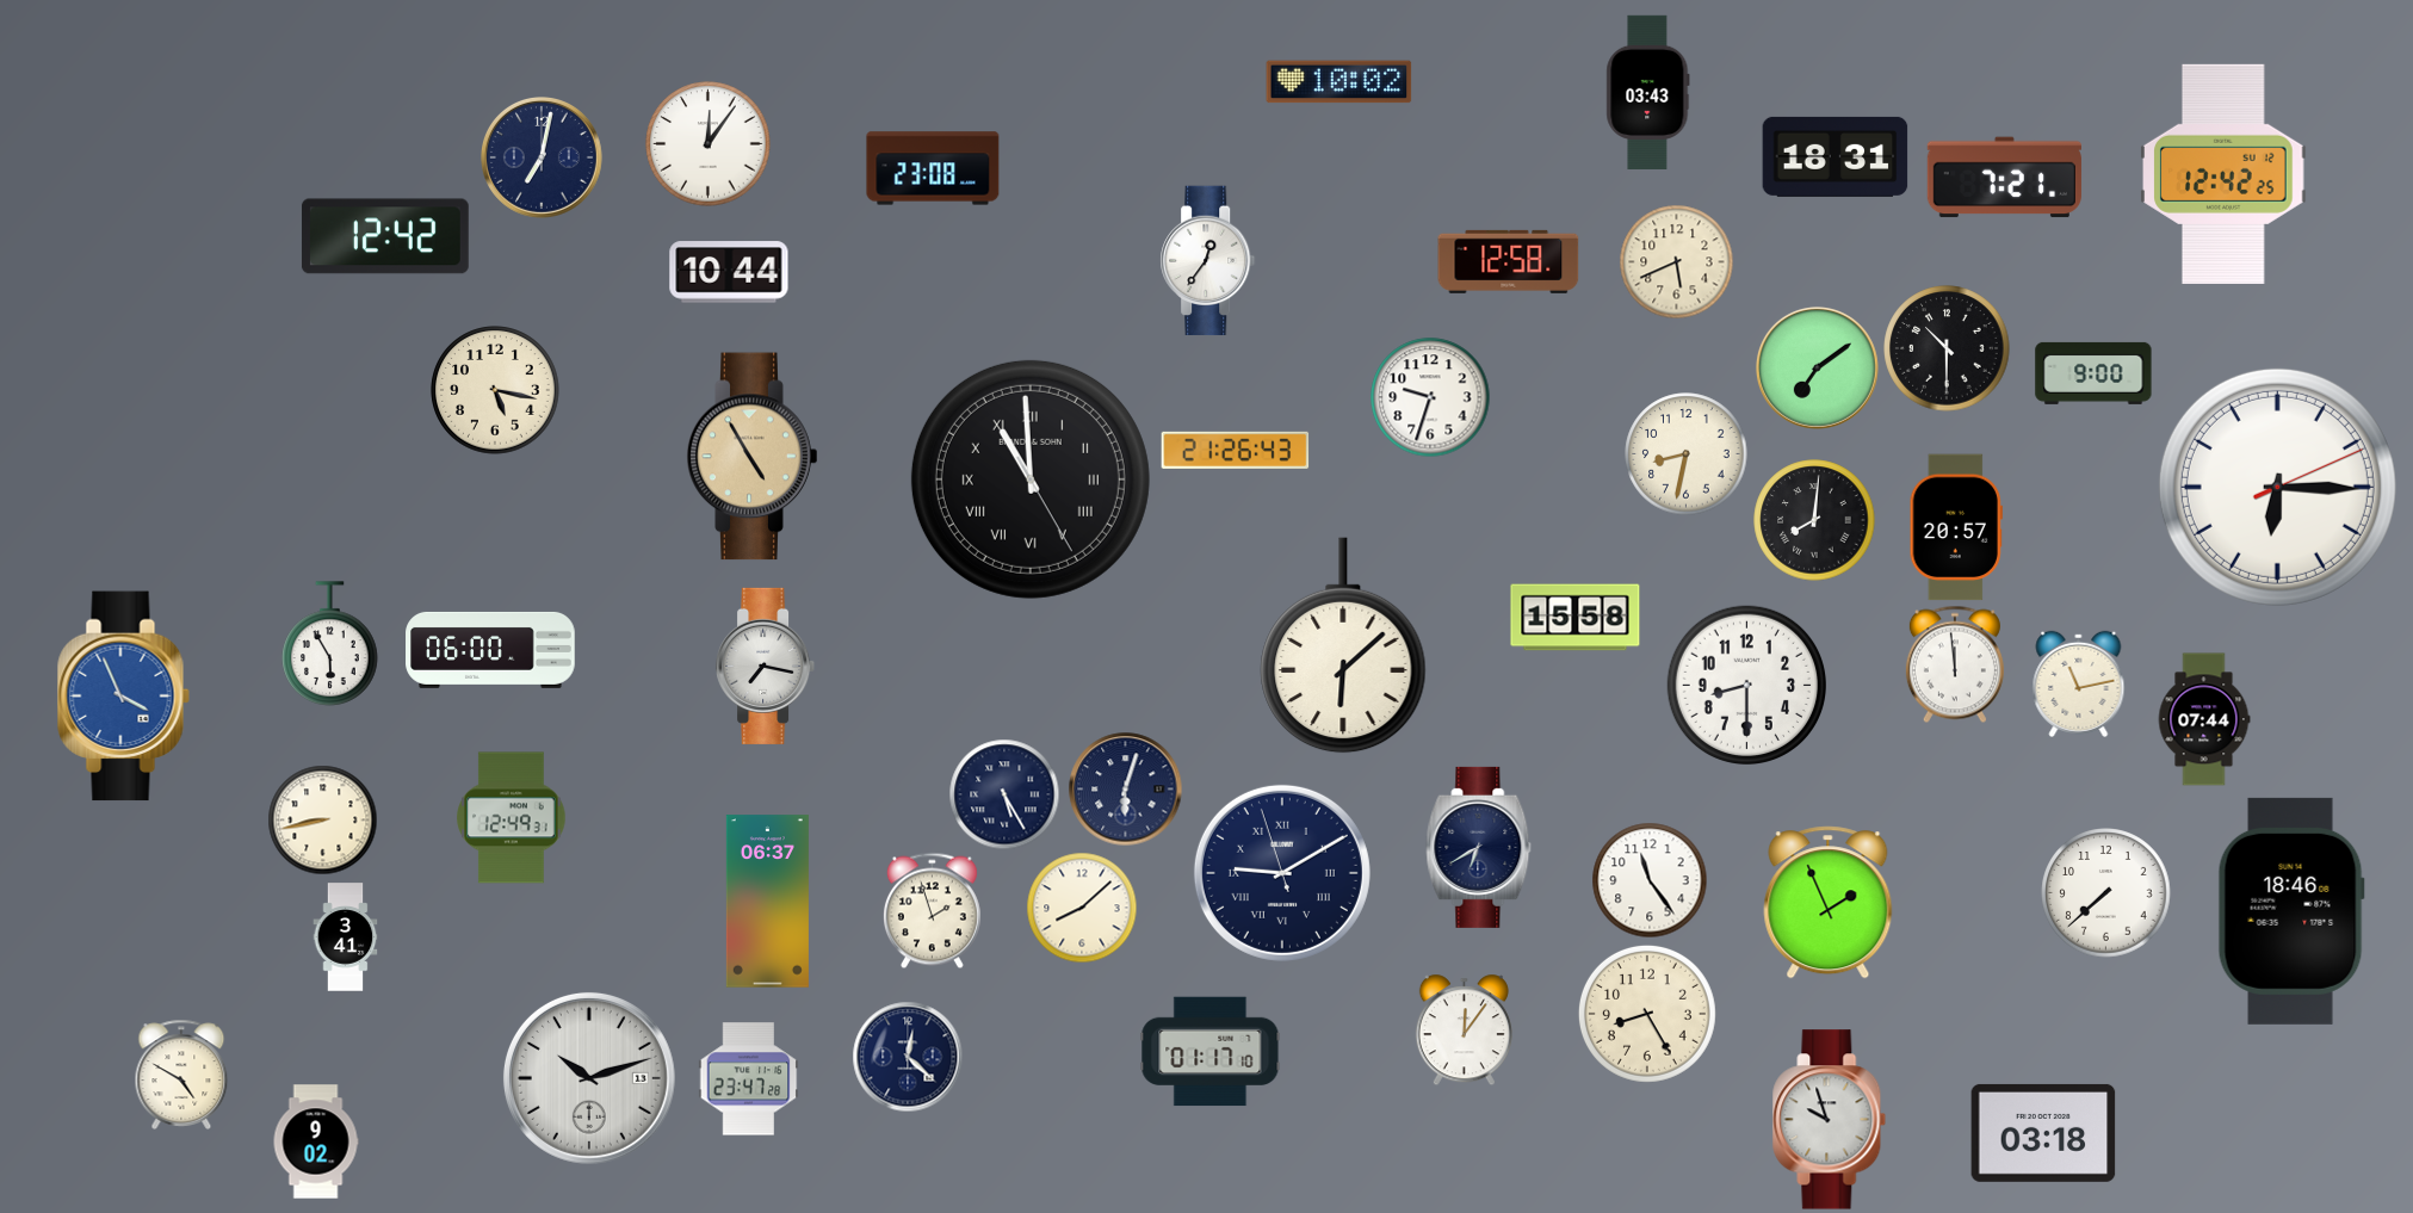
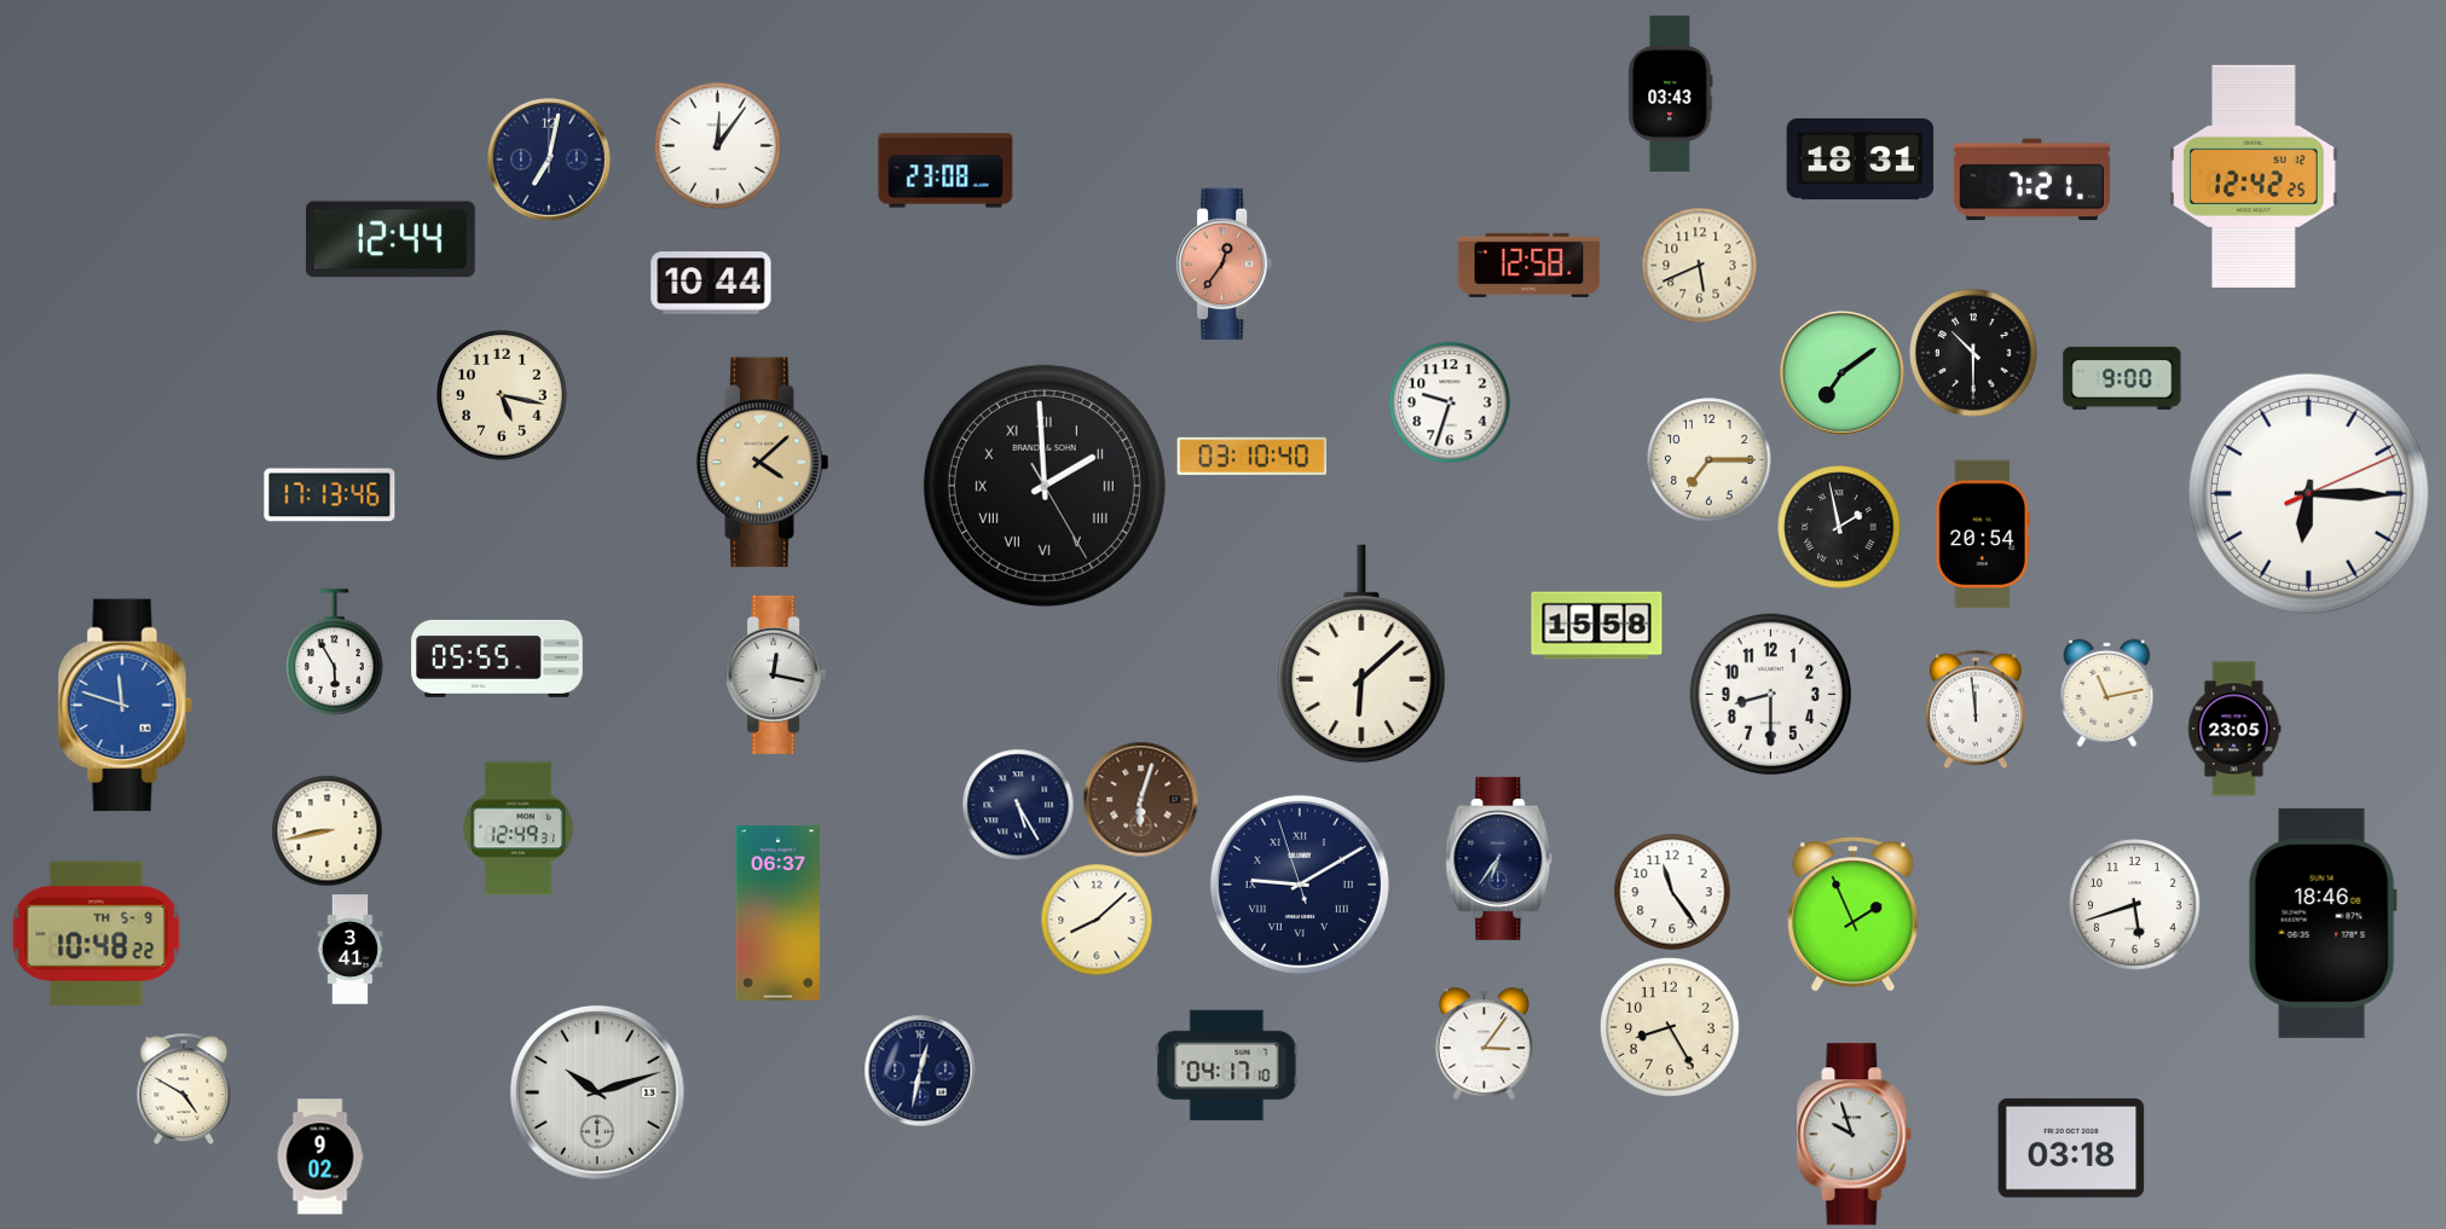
clock at (1339, 82): 10:02 -> none
clock at (385, 236): 12:42 -> 12:44
clock at (1208, 261) dial: white -> salmon
clock at (729, 272) position: (729, 272) -> (711, 283)
clock at (1236, 450): 21:26 -> 03:10
clock at (1687, 454): 8:32 -> 7:15
clock at (753, 457): 4:55 -> 4:08
clock at (1031, 479): 10:59 -> 1:59
clock at (330, 495): none -> 17:13
clock at (1814, 520): 8:01 -> 1:58
clock at (1956, 527): 20:57 -> 20:54
clock at (490, 650): 06:00 -> 05:55
clock at (1955, 664) position: (1955, 664) -> (1976, 709)
clock at (766, 666): 7:17 -> 12:17
clock at (123, 697): 3:56 -> 11:48
clock at (2204, 719): 07:44 -> 23:05
clock at (1125, 788) dial: navy -> brown
clock at (1479, 847): 6:40 -> 6:36
clock at (2106, 893): 7:38 -> 5:42
clock at (932, 910): 1:57 -> none
clock at (97, 933): none -> 10:48
clock at (1464, 1029): 12:06 -> 3:06
clock at (1211, 1052): 01:17 -> 04:17
clock at (908, 1057): 12:22 -> 12:32
clock at (749, 1079): 23:47 -> none
